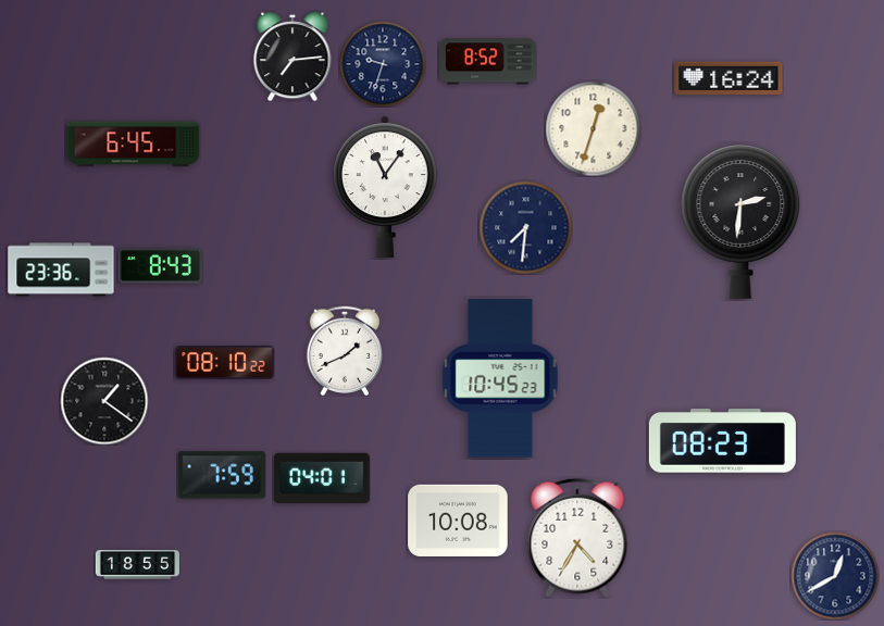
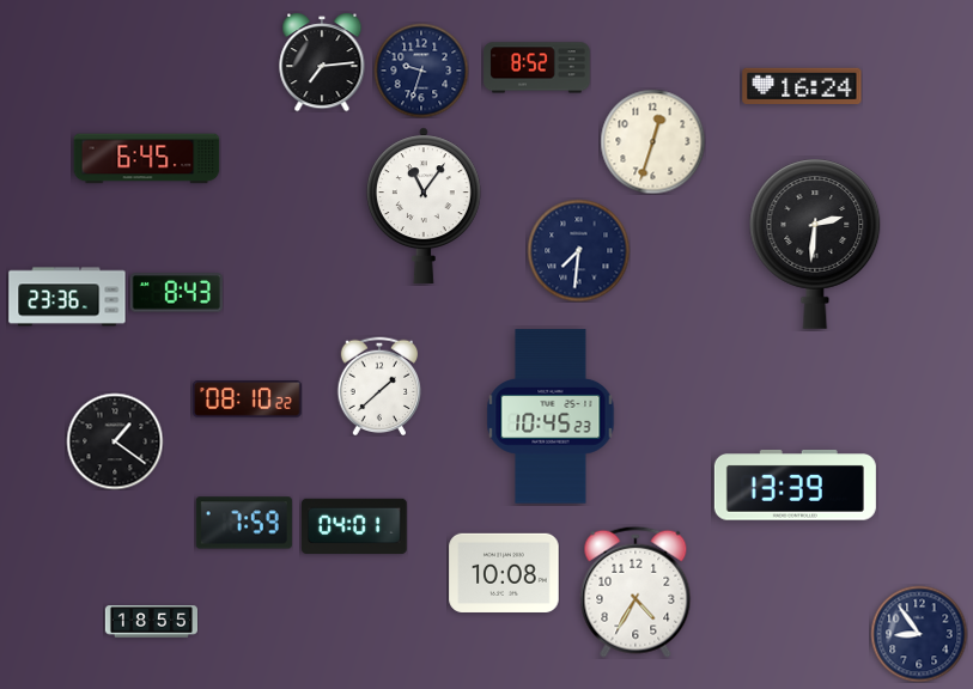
clock at (345, 351): 1:41 -> 1:38
clock at (722, 441): 08:23 -> 13:39
clock at (835, 576): 12:40 -> 8:54
